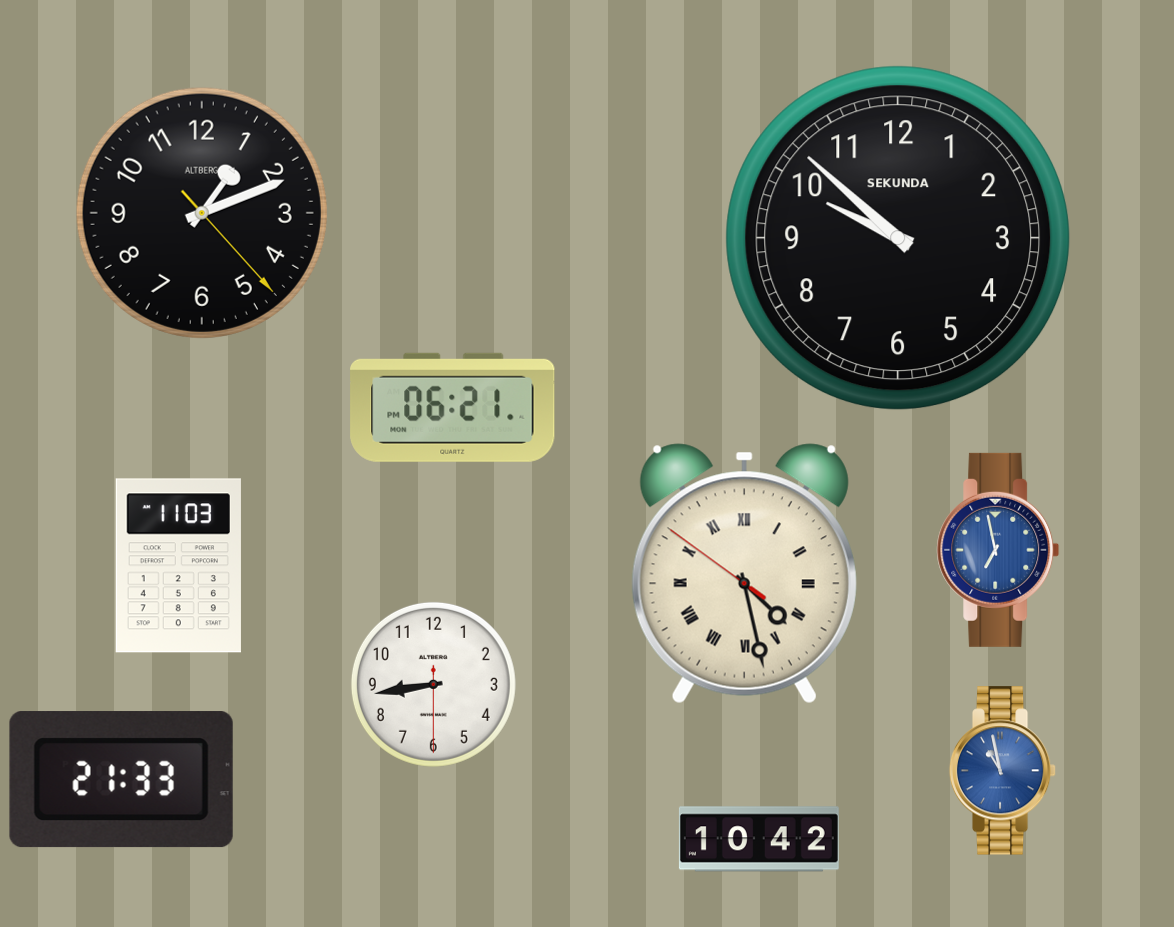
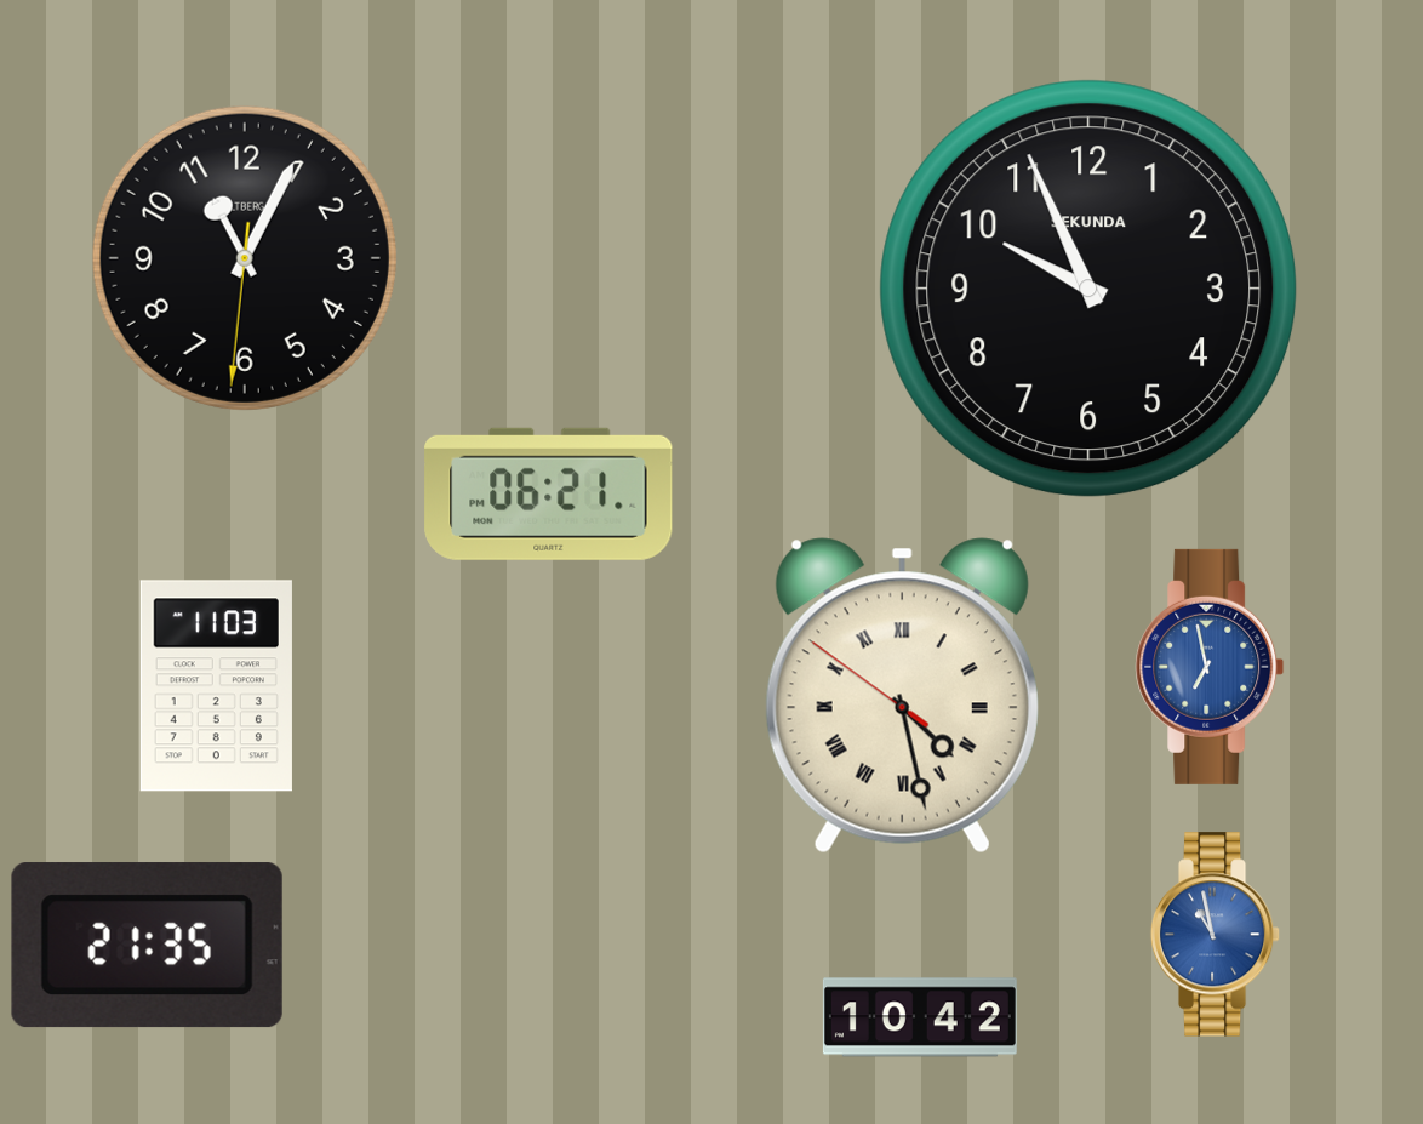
clock at (202, 213): 1:11 -> 11:04
clock at (898, 238): 9:52 -> 9:56
clock at (433, 684): 8:43 -> none
clock at (121, 780): 21:33 -> 21:35
